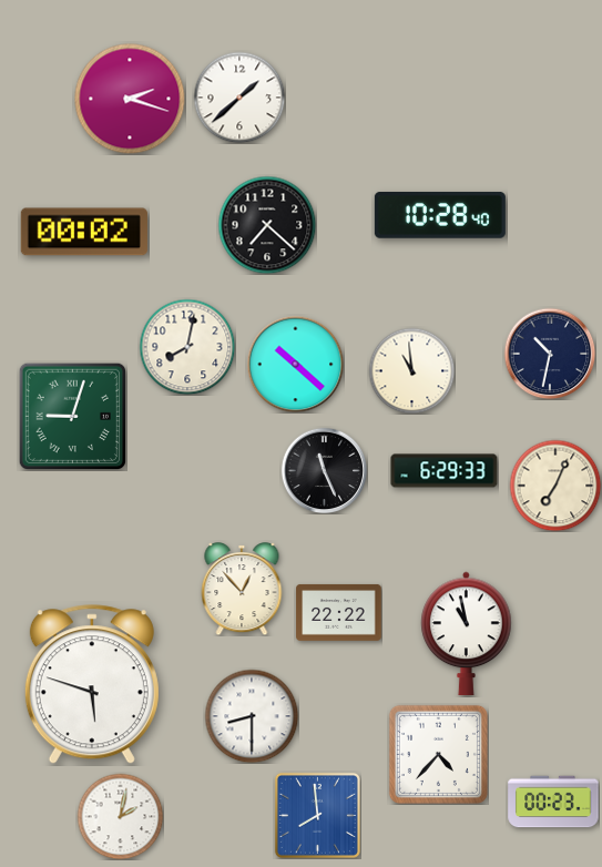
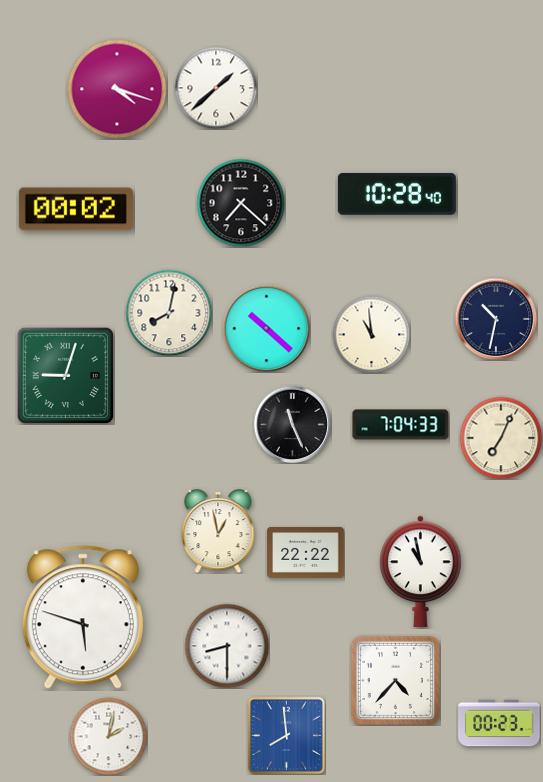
clock at (130, 99): 2:18 -> 4:18
clock at (445, 471): 6:29 -> 7:04
clock at (242, 589): 12:53 -> 12:58
